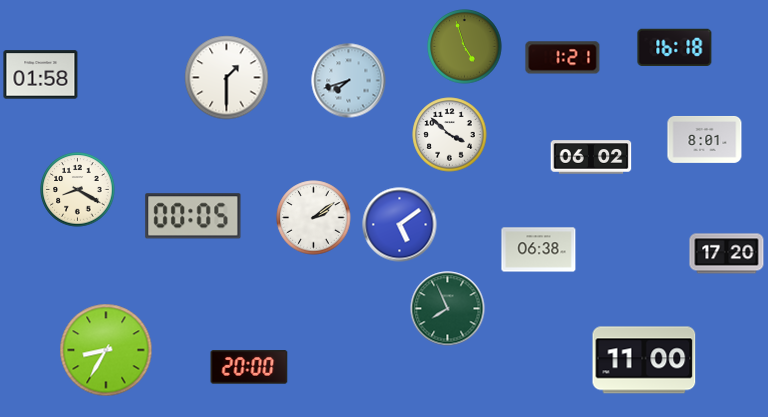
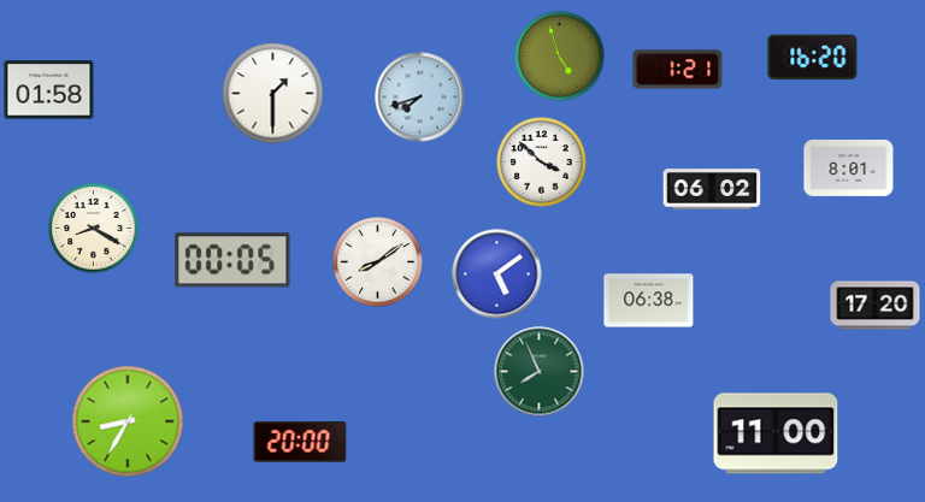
clock at (675, 47): 16:18 -> 16:20
clock at (314, 218): 2:09 -> 8:09
clock at (400, 225) position: (400, 225) -> (497, 274)
